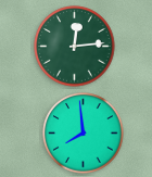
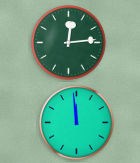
clock at (84, 134): 7:59 -> 11:59
